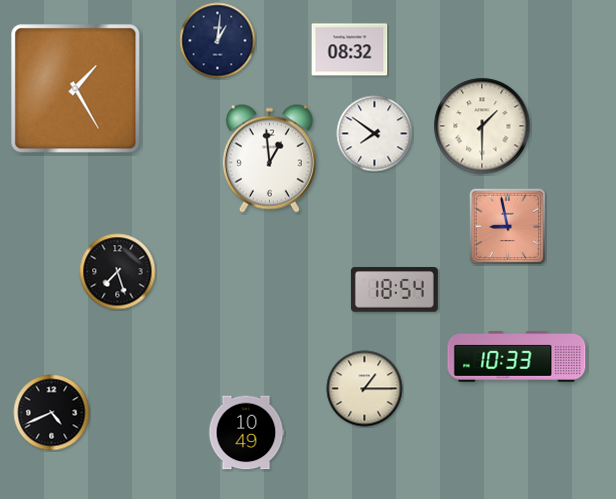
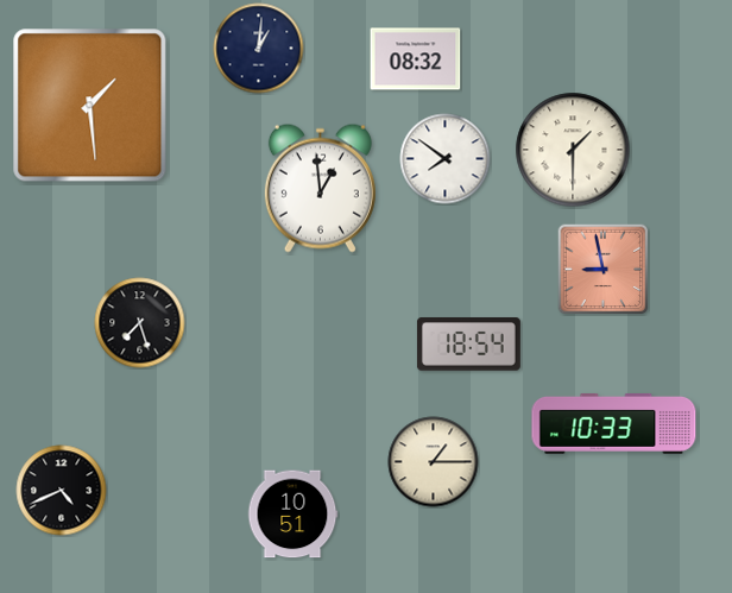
clock at (76, 89): 1:25 -> 1:29
clock at (246, 433): 10:49 -> 10:51
